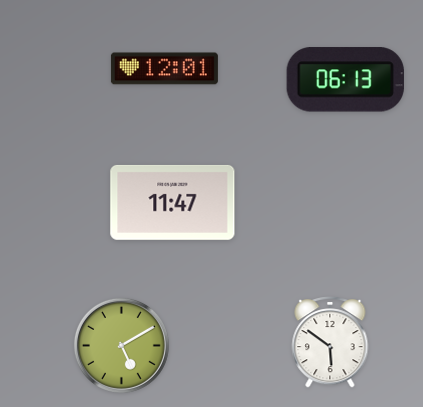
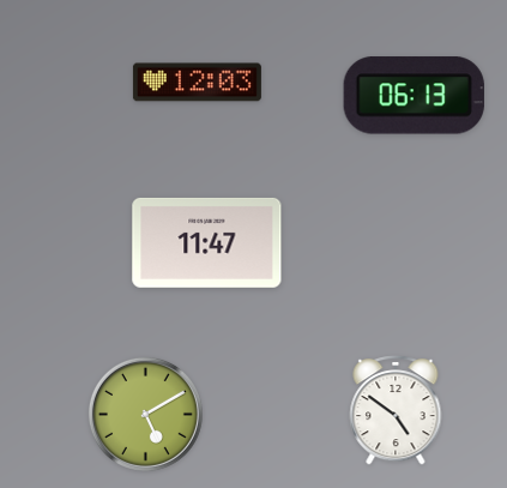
clock at (164, 69): 12:01 -> 12:03
clock at (330, 343): 5:51 -> 4:51
